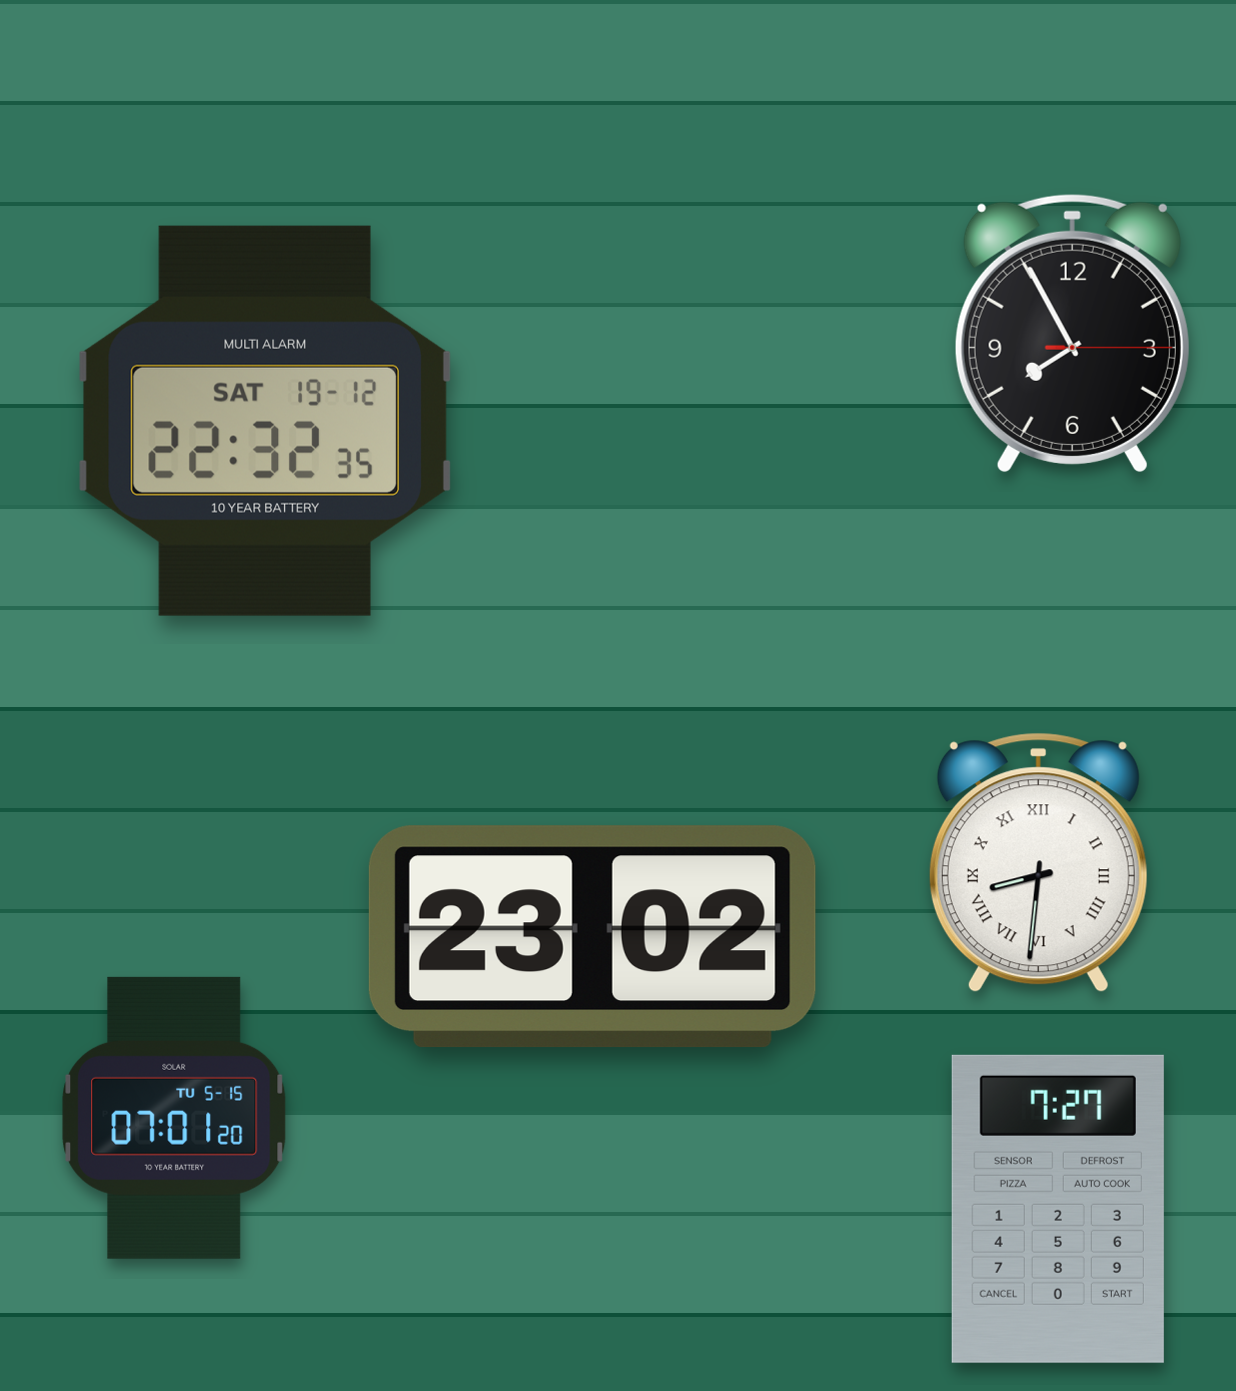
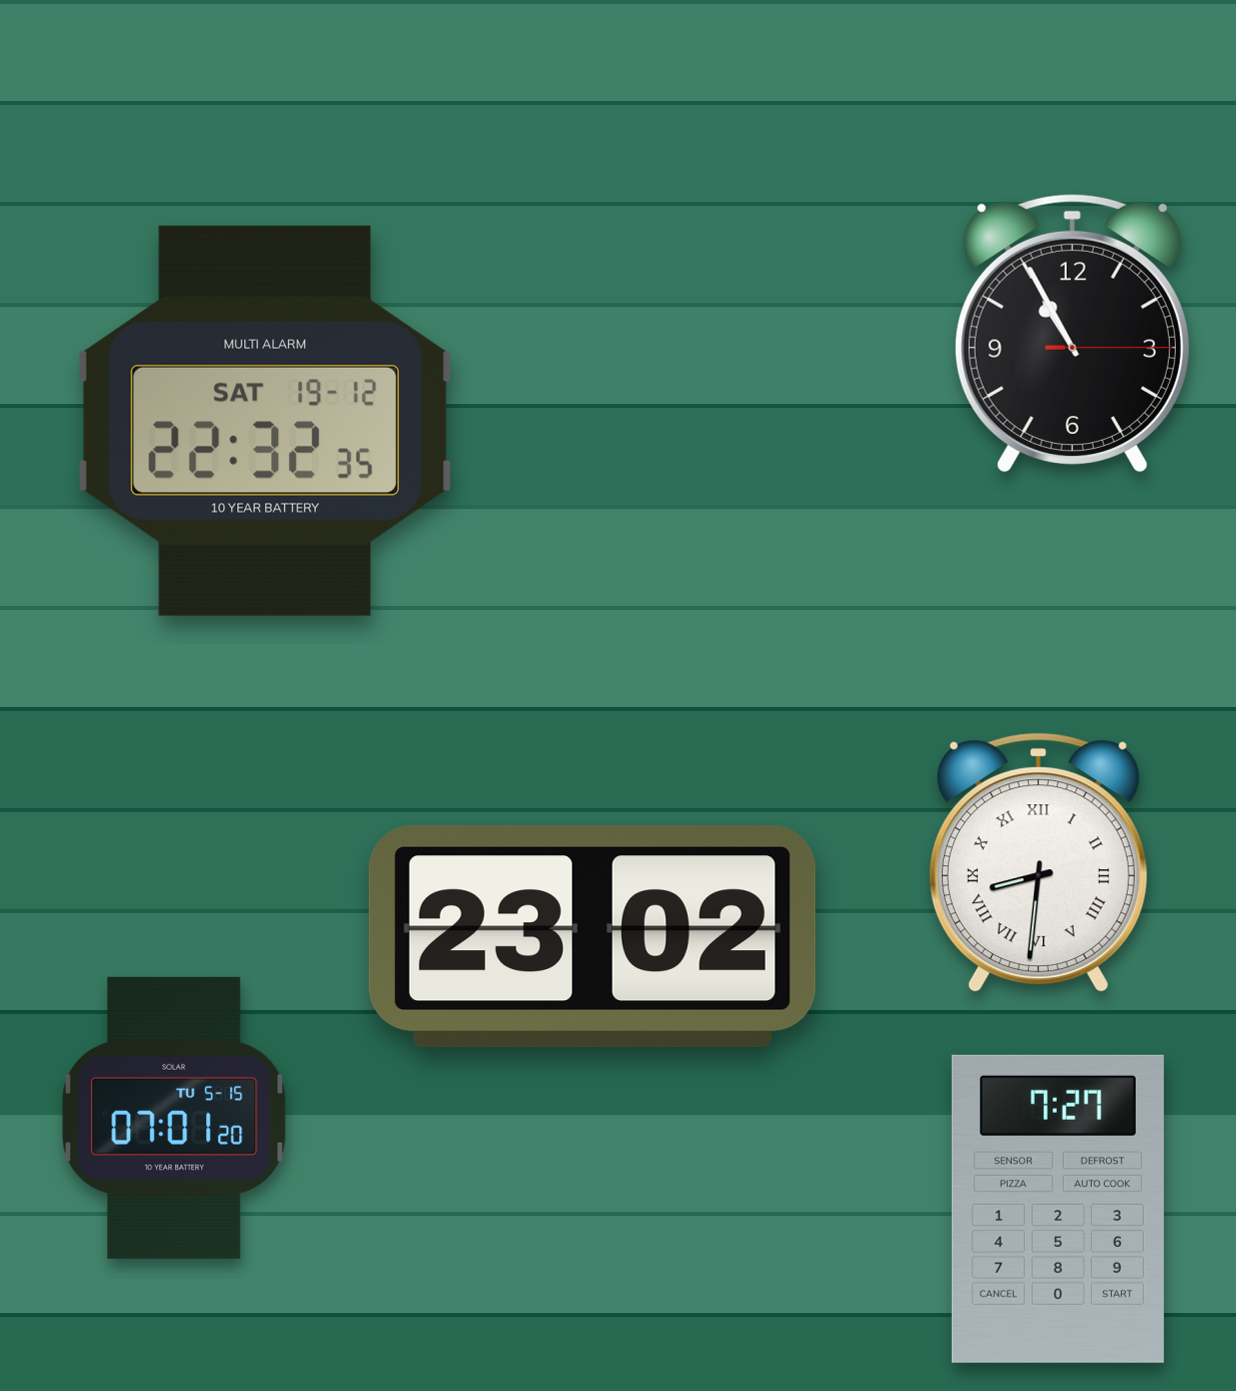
clock at (1072, 333): 7:55 -> 10:55
